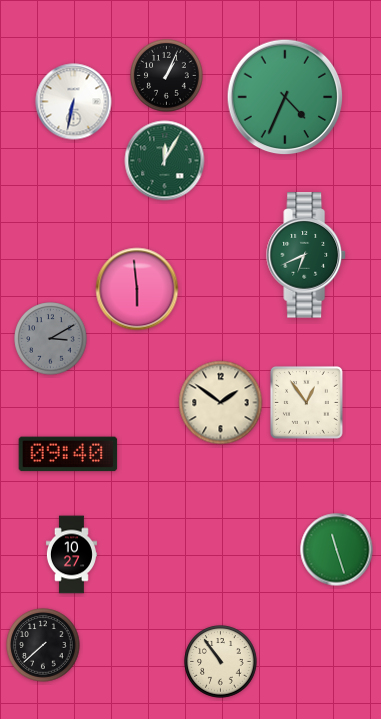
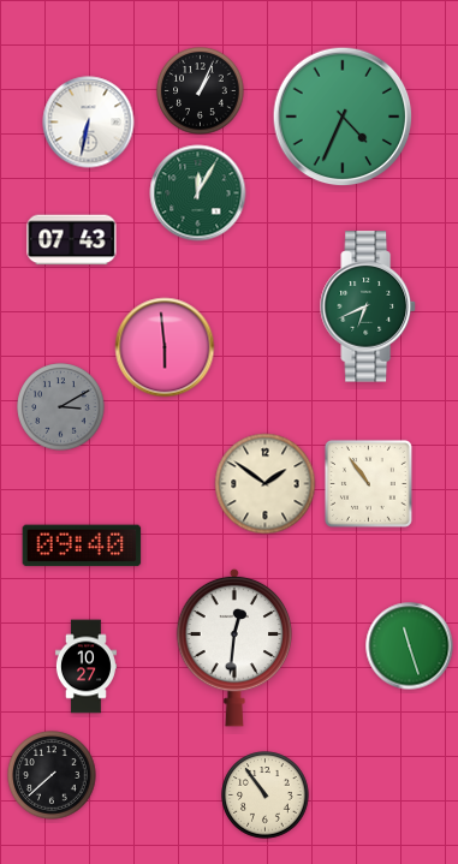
clock at (72, 240): none -> 07:43
clock at (306, 402): 12:54 -> 10:54
clock at (234, 648): none -> 12:31
clock at (337, 550) position: (337, 550) -> (410, 646)
